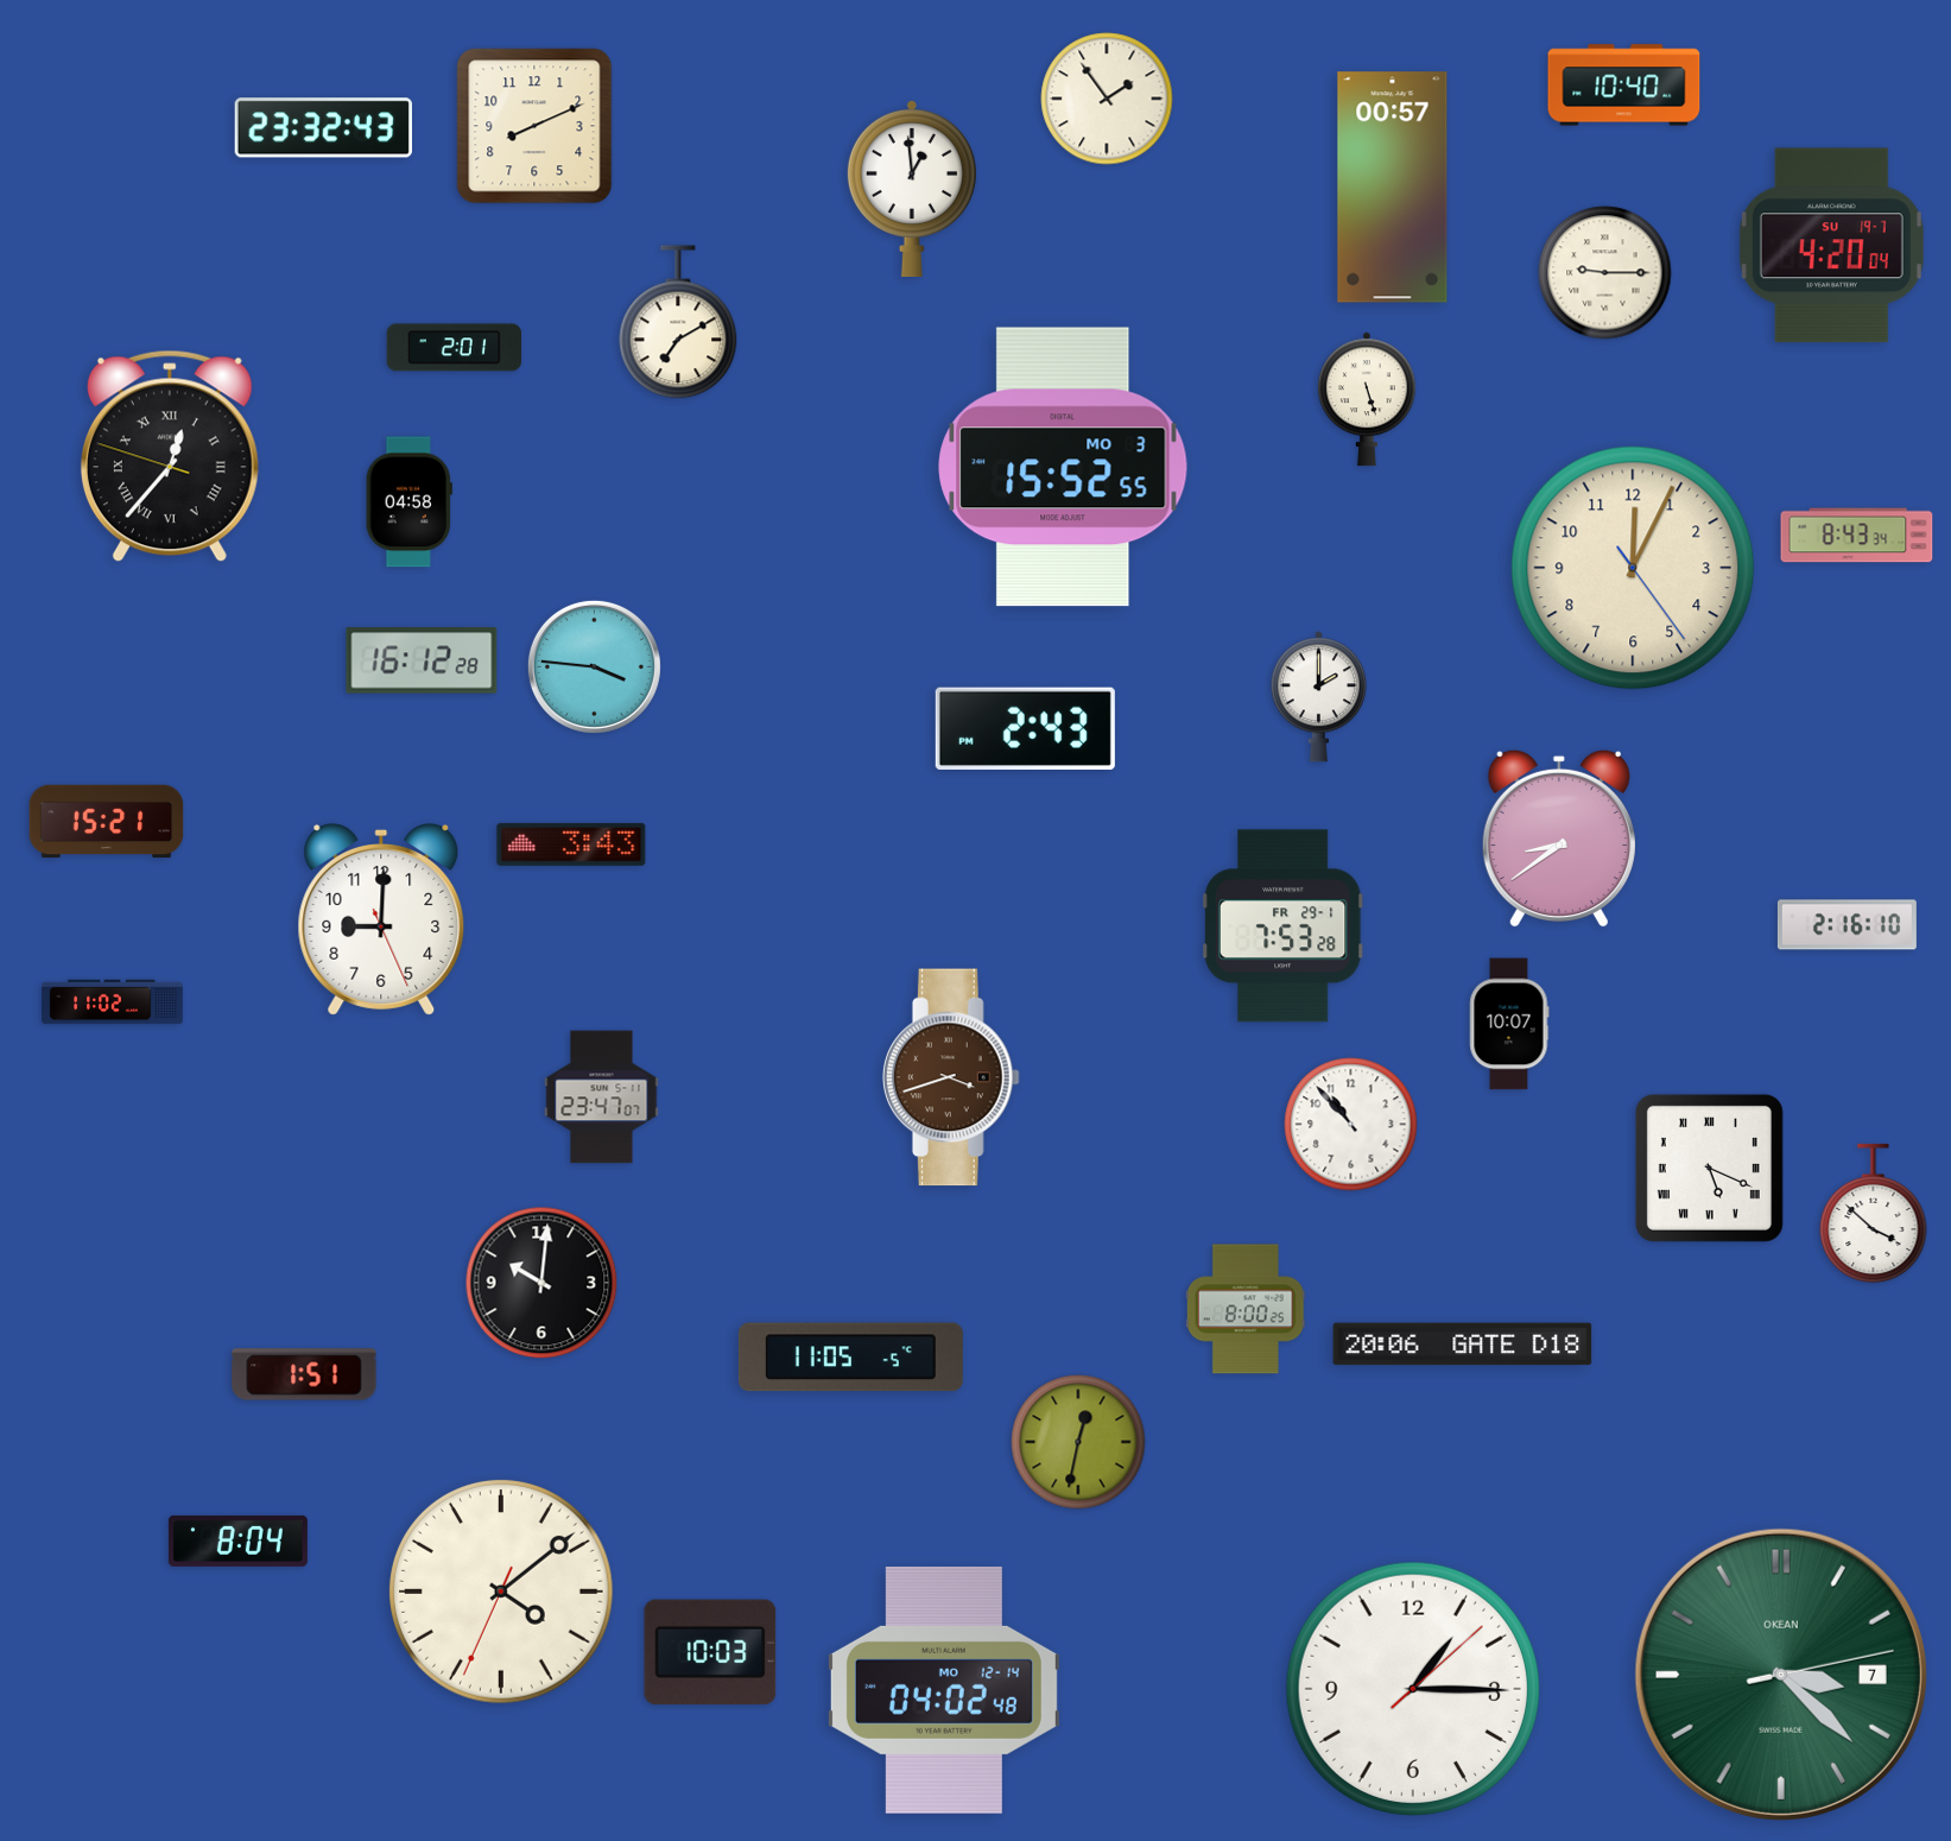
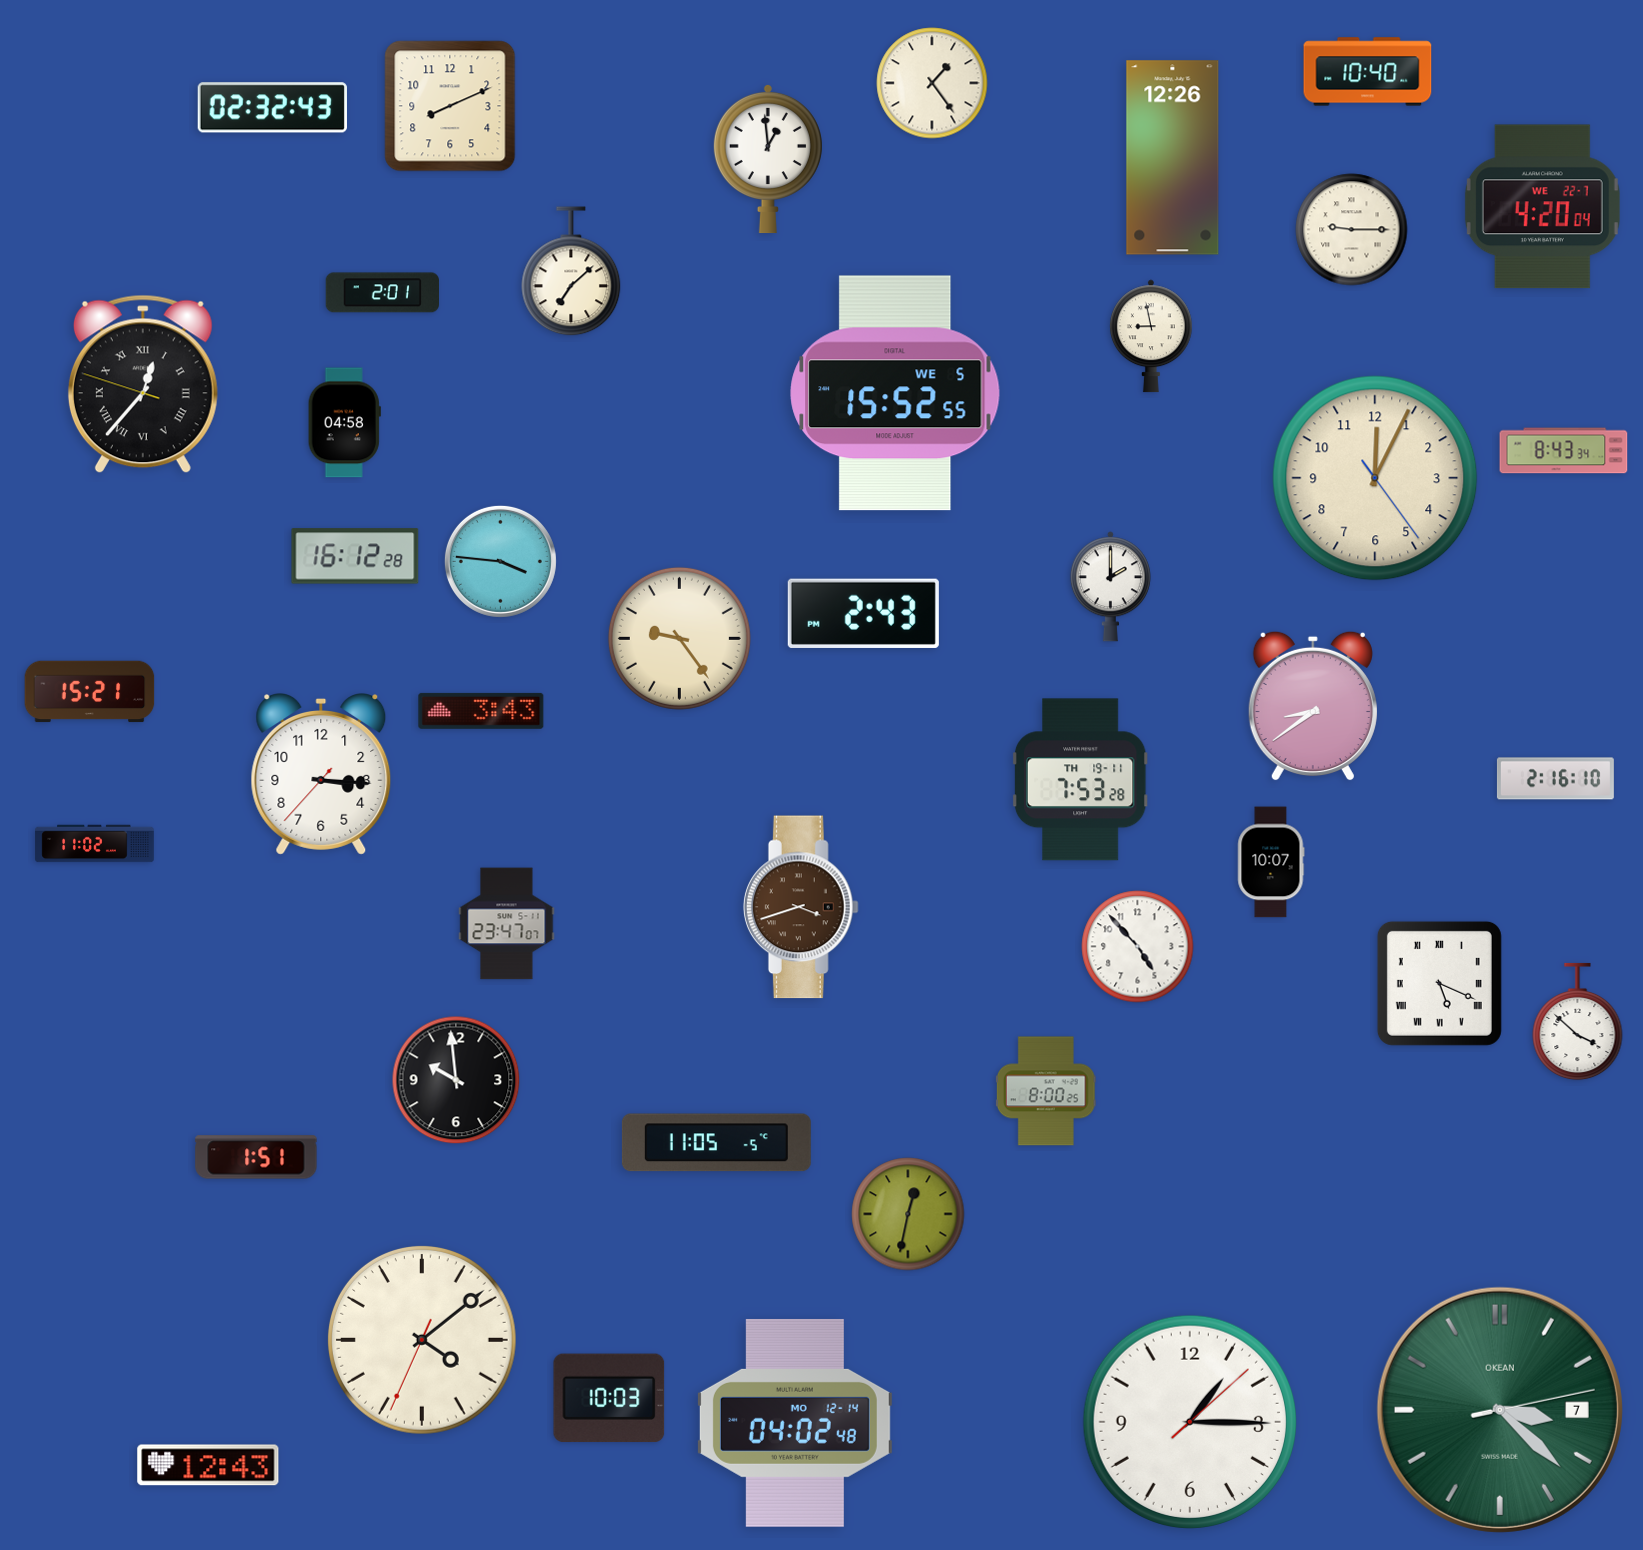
clock at (1107, 99): 1:54 -> 1:24
clock at (323, 128): 23:32 -> 02:32
clock at (1393, 188): 00:57 -> 12:26
clock at (1831, 246) date: SU 19-7 -> WE 22-7
clock at (678, 322): 7:10 -> 7:08
clock at (1368, 399): 5:27 -> 8:58
clock at (1063, 467) date: MO 3 -> WE 5
clock at (679, 638): none -> 9:24
clock at (381, 920): 9:00 -> 3:15
clock at (1282, 926) date: FR 29-1 -> TH 19-11
clock at (1351, 1125): 10:53 -> 4:53
clock at (541, 1283): 10:01 -> 9:59
clock at (1246, 1309) position: (1246, 1309) -> (1046, 1091)
clock at (1463, 1345): 20:06 -> none
clock at (237, 1541): 8:04 -> none
clock at (710, 1652) position: (710, 1652) -> (609, 1398)
clock at (208, 1465): none -> 12:43
